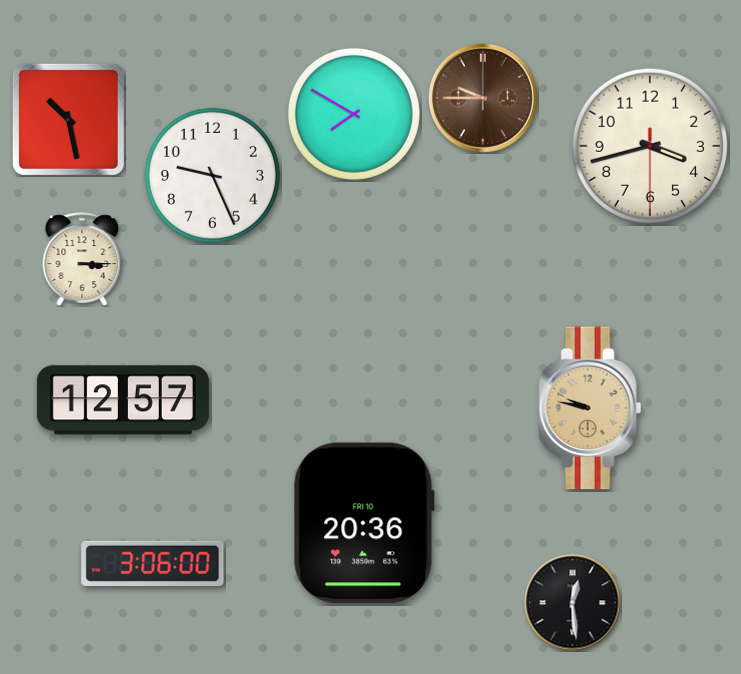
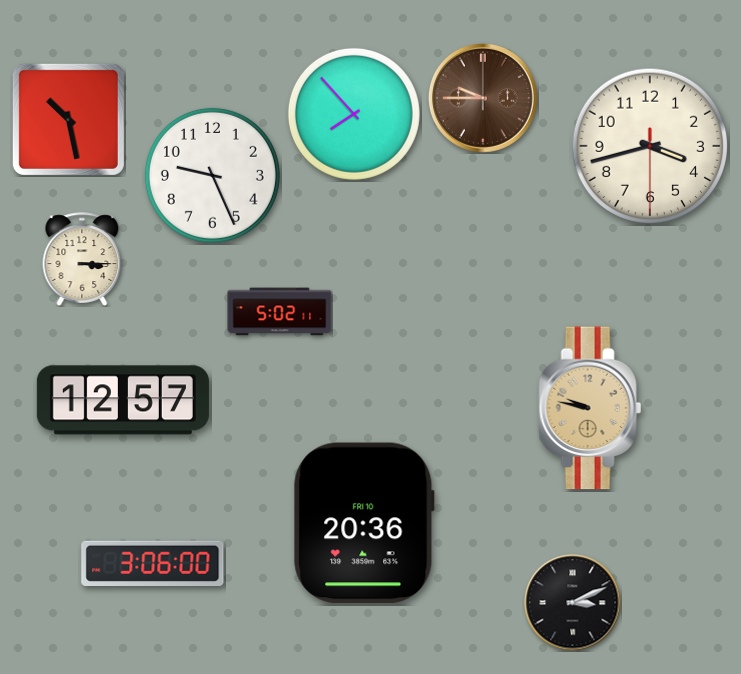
clock at (354, 114): 7:50 -> 7:53
clock at (280, 312): none -> 5:02
clock at (573, 603): 12:29 -> 3:11
